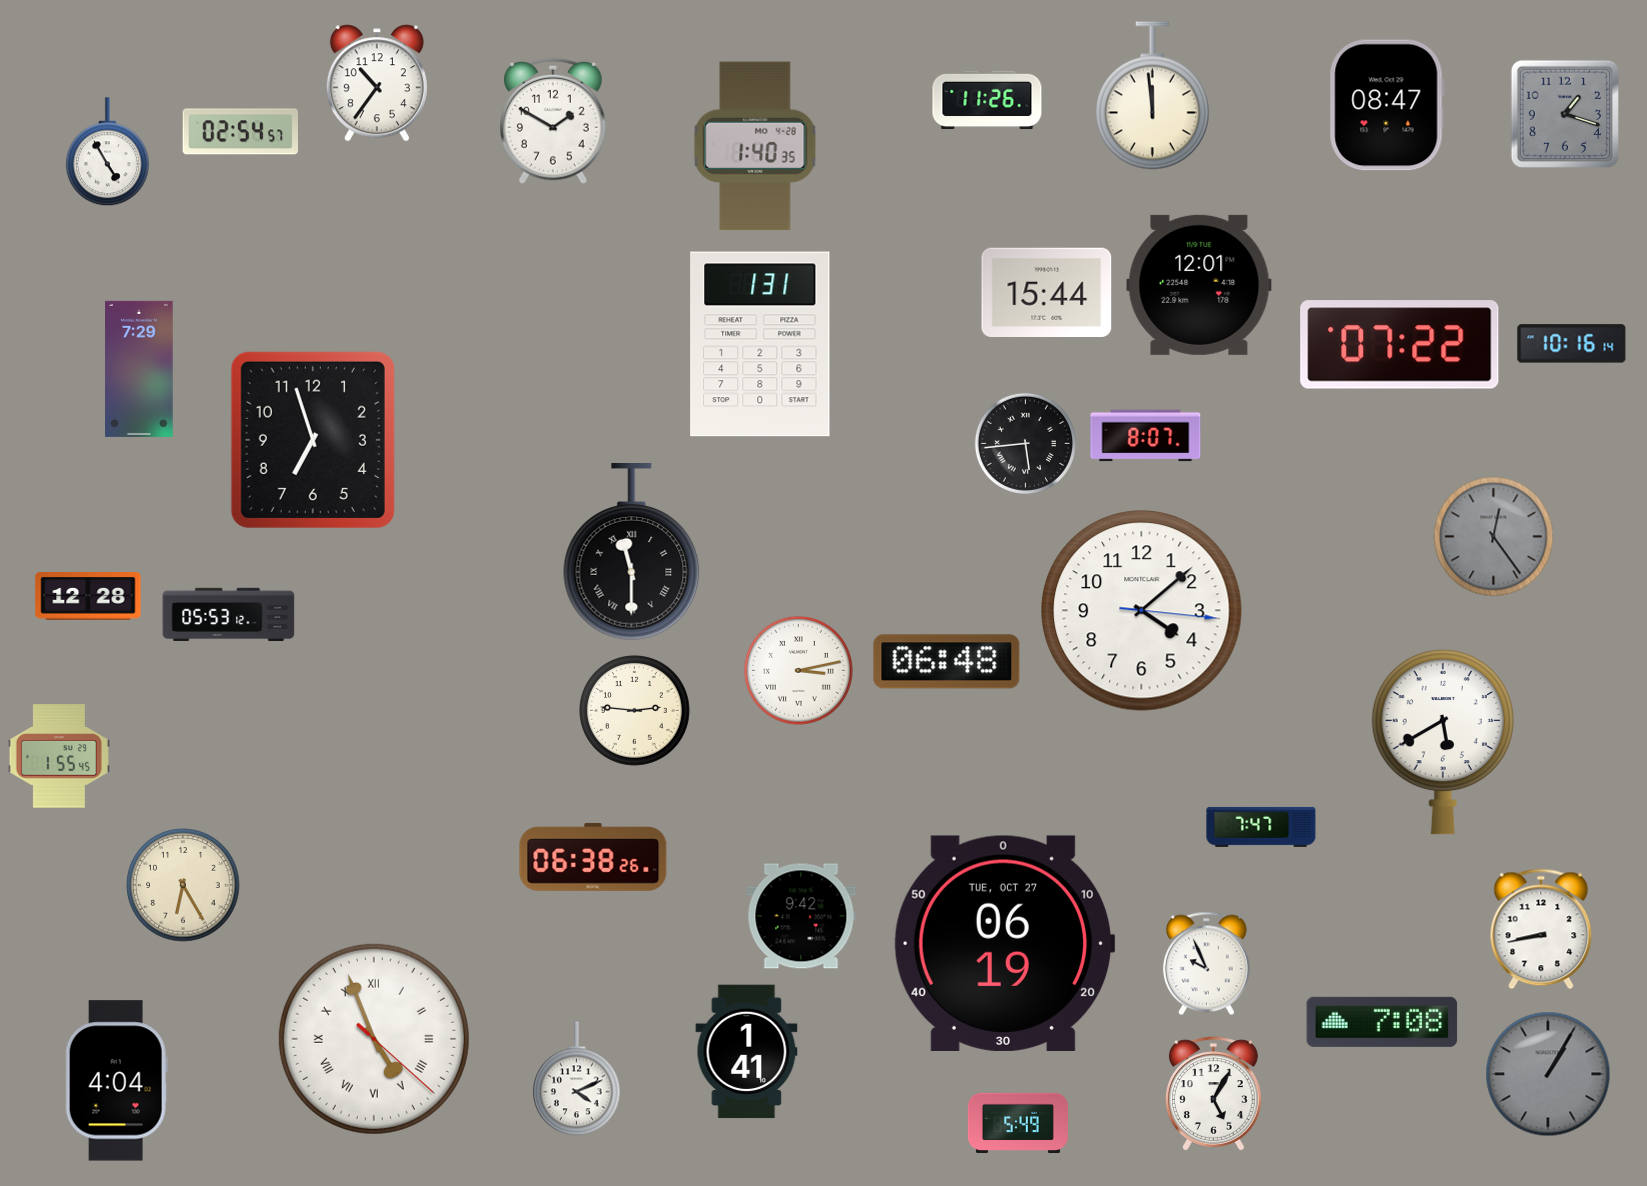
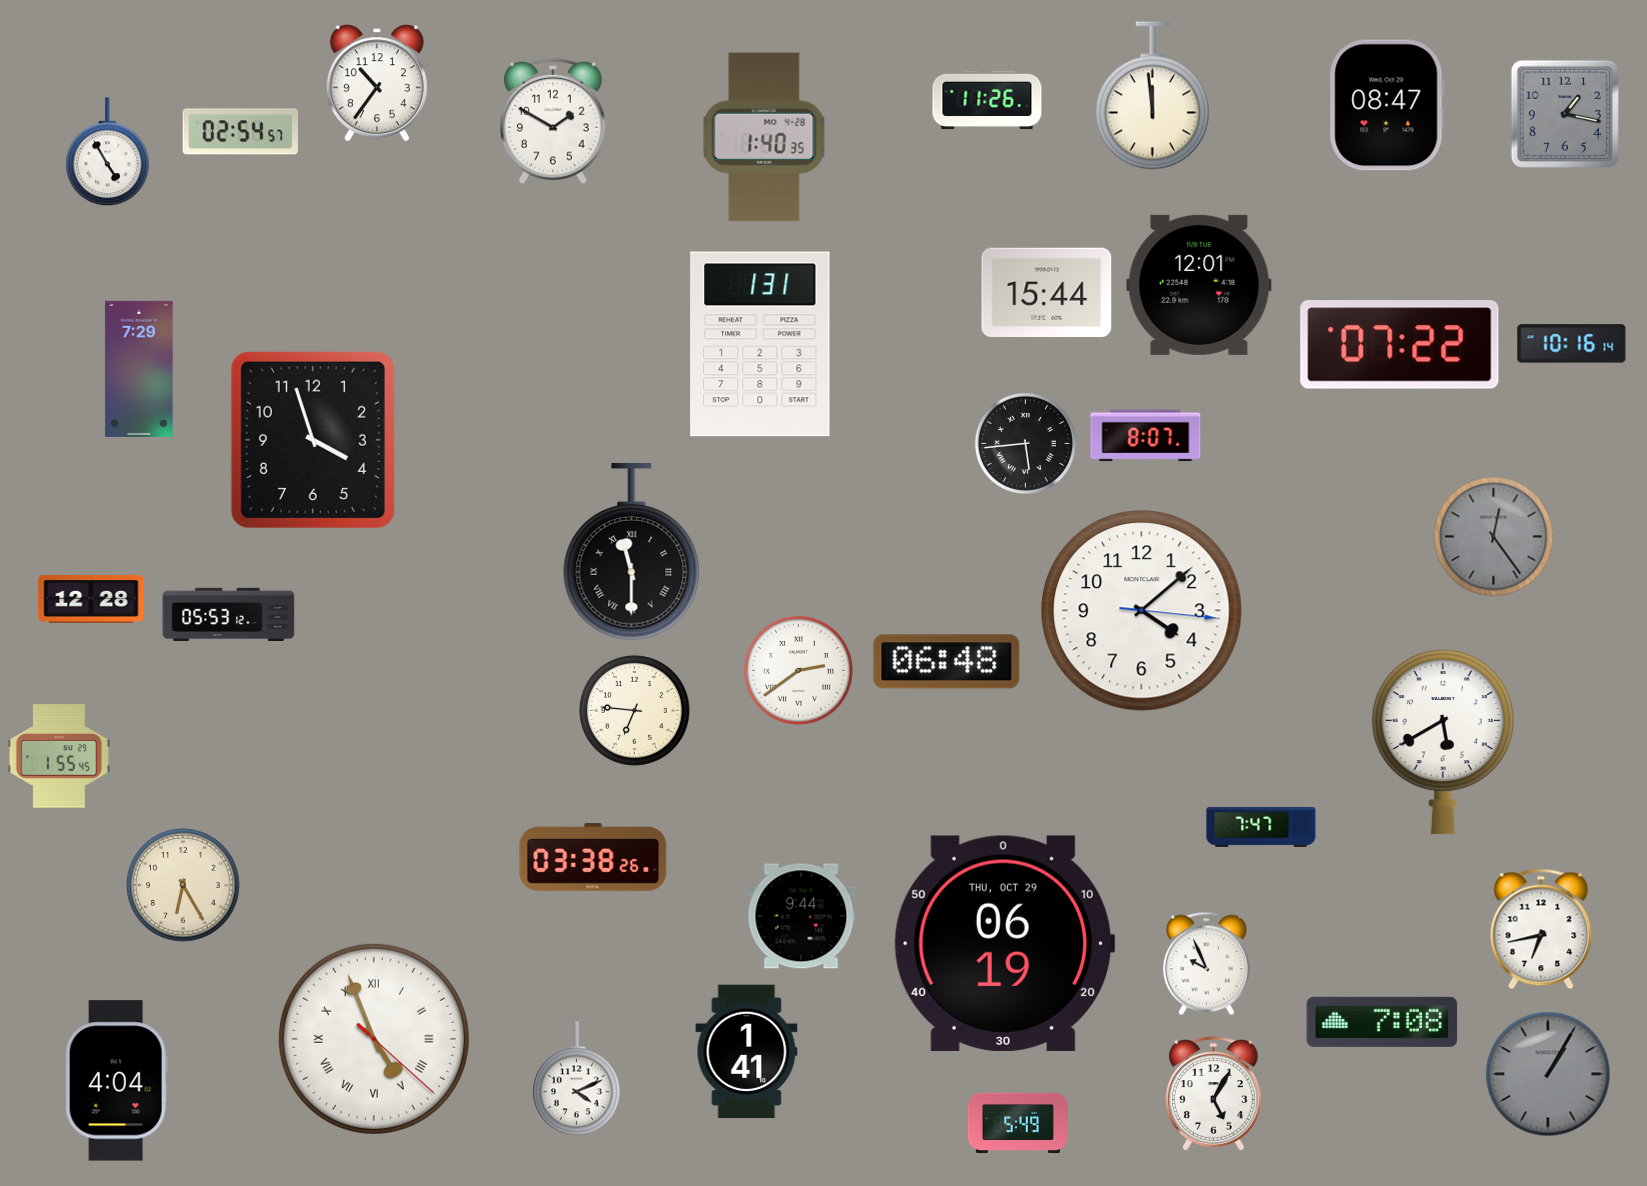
clock at (1565, 114): 1:18 -> 1:17
clock at (755, 146) position: (755, 146) -> (764, 137)
clock at (313, 440): 6:57 -> 3:57
clock at (88, 596) position: (88, 596) -> (91, 599)
clock at (798, 670): 3:13 -> 2:39
clock at (635, 711): 2:46 -> 6:46
clock at (593, 857): 06:38 -> 03:38
clock at (801, 916): 9:42 -> 9:44
clock at (1541, 929): 8:43 -> 6:43
clock at (1004, 943) date: TUE, OCT 27 -> THU, OCT 29
